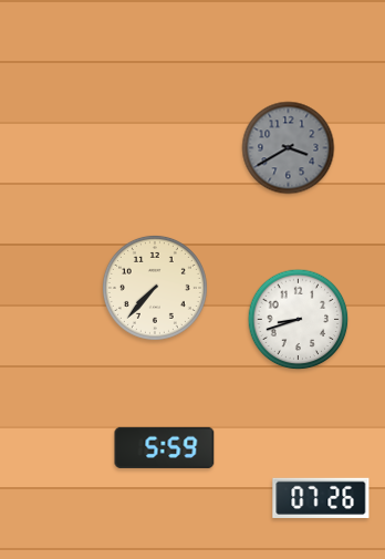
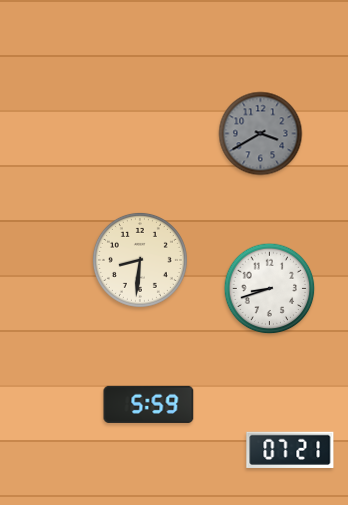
clock at (155, 288): 7:37 -> 8:31
clock at (321, 498): 07:26 -> 07:21
